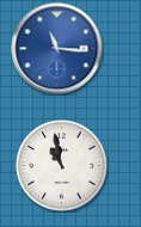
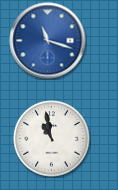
clock at (57, 49): 11:16 -> 11:18
